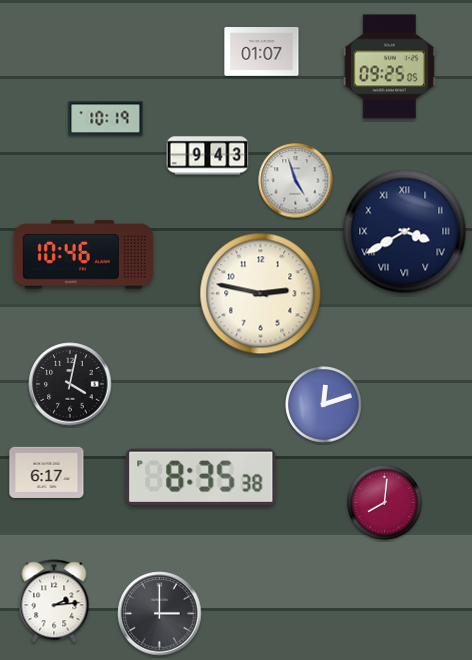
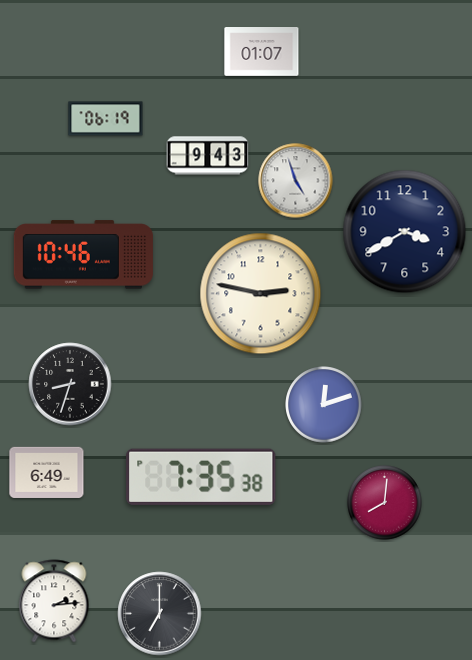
clock at (389, 67): 09:25 -> none
clock at (106, 119): 10:19 -> 06:19
clock at (405, 232) numerals: Roman -> Arabic
clock at (70, 384): 4:02 -> 8:33
clock at (47, 472): 6:17 -> 6:49
clock at (201, 477): 8:35 -> 7:35
clock at (160, 614): 3:00 -> 7:00
